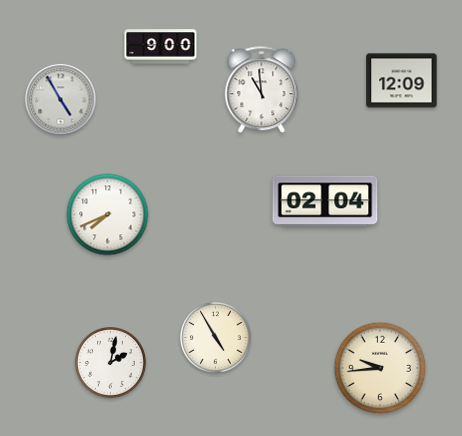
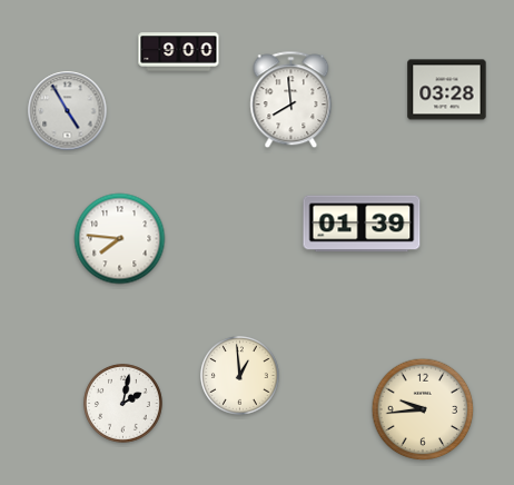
clock at (402, 81): 12:09 -> 03:28
clock at (262, 90): 10:59 -> 7:59
clock at (325, 201): 02:04 -> 01:39
clock at (108, 215): 7:41 -> 7:46
clock at (216, 338): 4:55 -> 12:59
